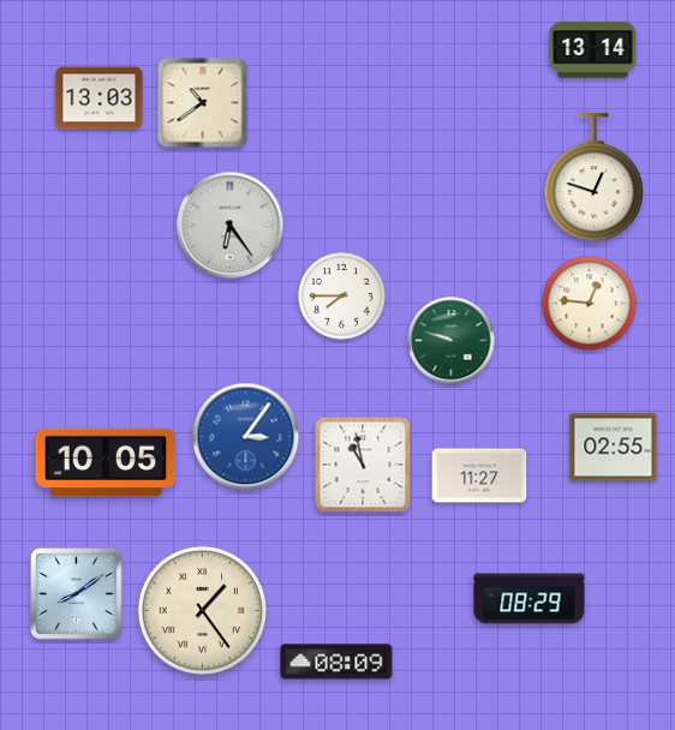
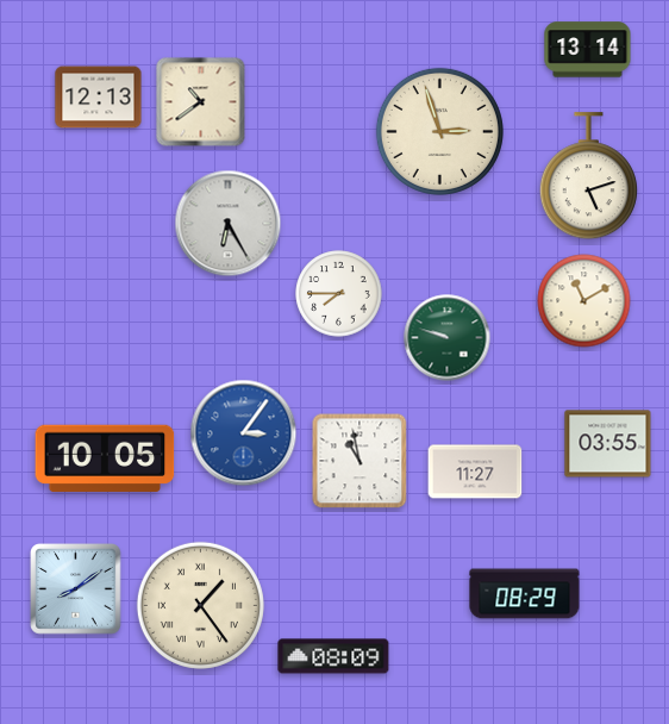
clock at (100, 98): 13:03 -> 12:13
clock at (439, 131): none -> 2:57
clock at (593, 178): 12:48 -> 5:12
clock at (231, 226): 6:24 -> 6:25
clock at (590, 304): 12:46 -> 11:10
clock at (614, 448): 02:55 -> 03:55
